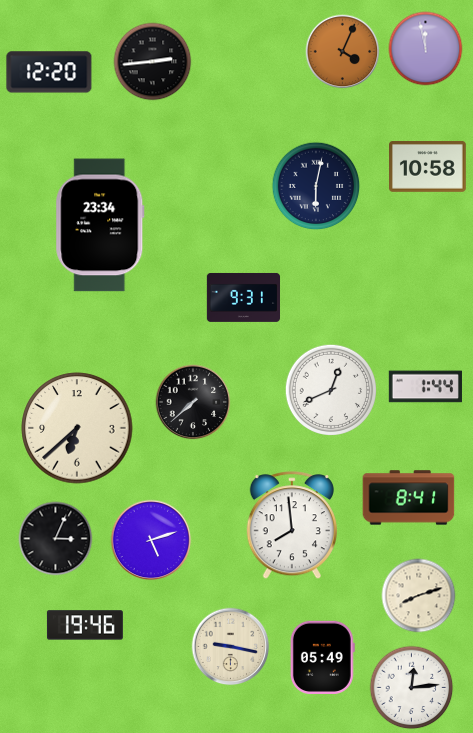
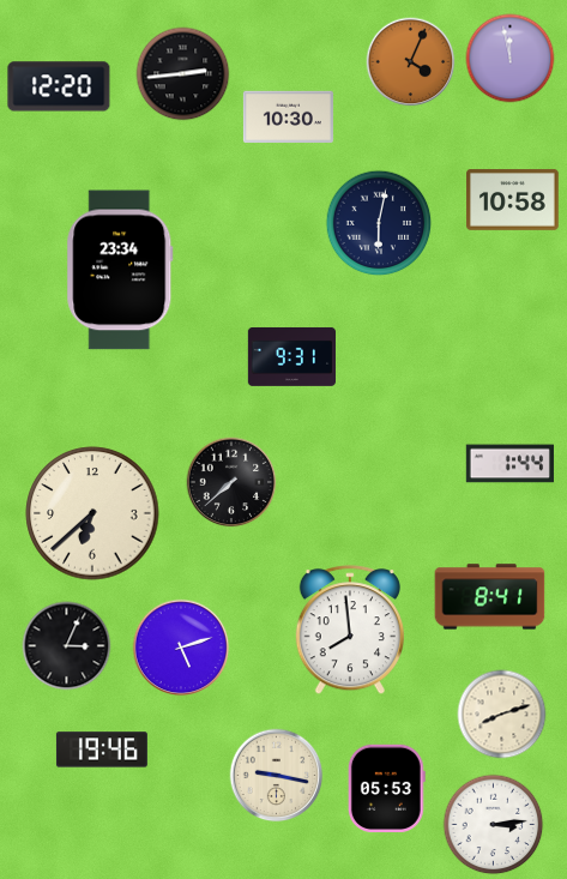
clock at (288, 118): none -> 10:30
clock at (330, 389): 12:41 -> none
clock at (322, 657): 05:49 -> 05:53
clock at (412, 688): 12:14 -> 3:14
